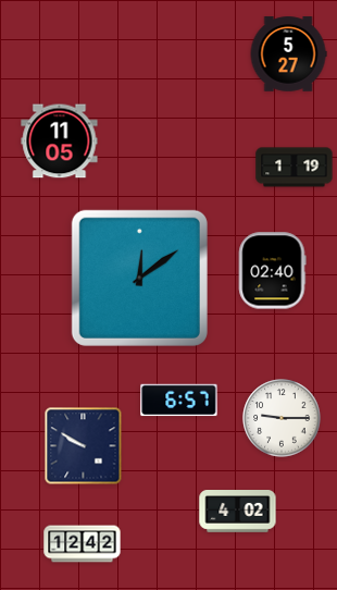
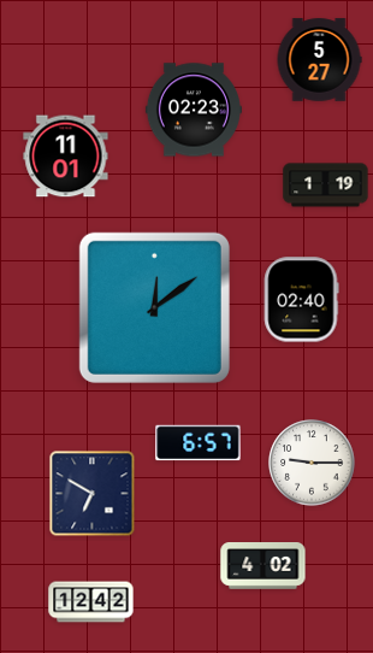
clock at (194, 110): none -> 02:23
clock at (60, 142): 11:05 -> 11:01
clock at (84, 446): 9:50 -> 6:50
